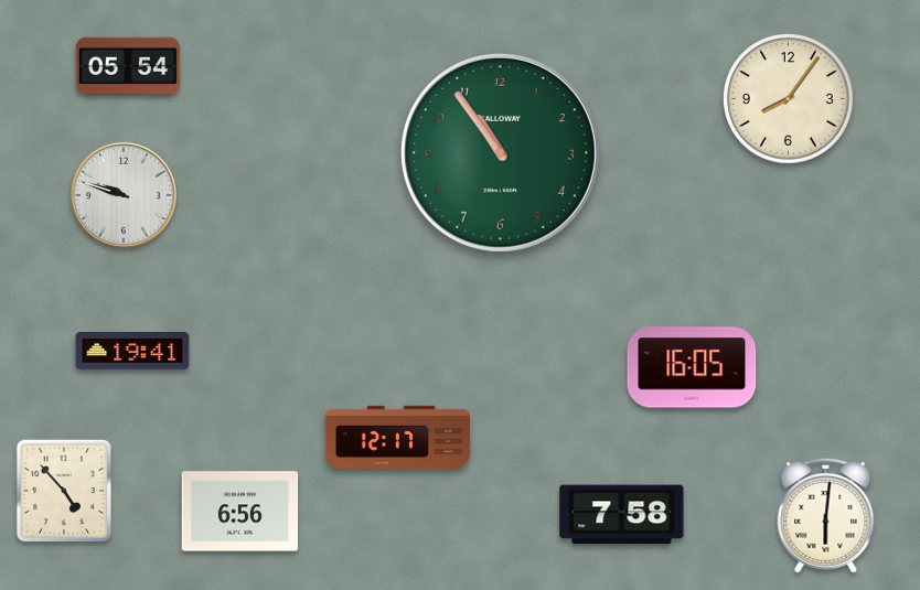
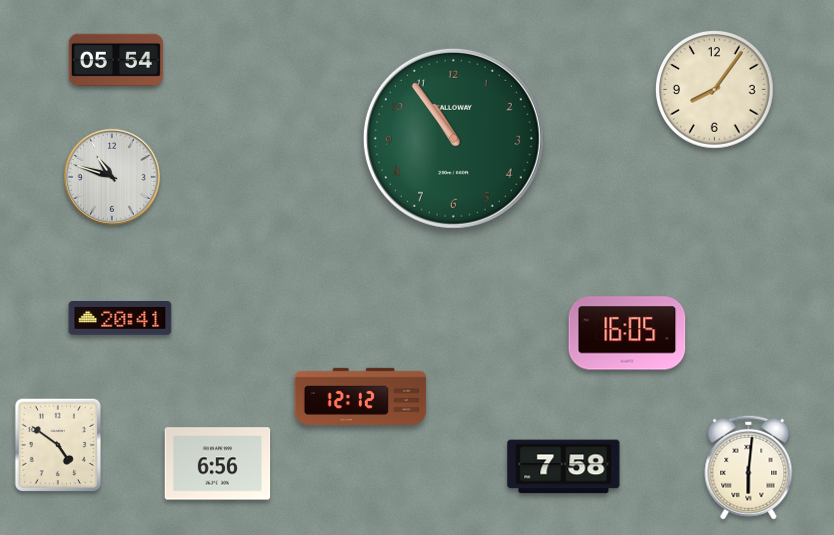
clock at (124, 195): 9:48 -> 10:48
clock at (132, 351): 19:41 -> 20:41
clock at (398, 437): 12:17 -> 12:12
clock at (63, 490): 4:53 -> 4:51
